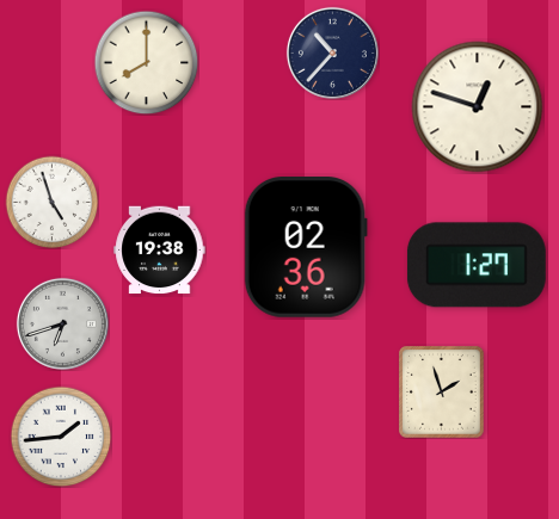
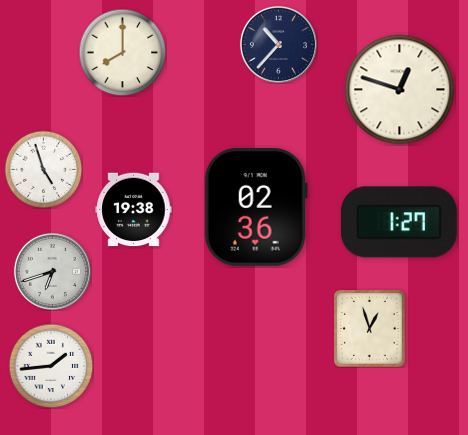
clock at (442, 393): 1:57 -> 12:57
